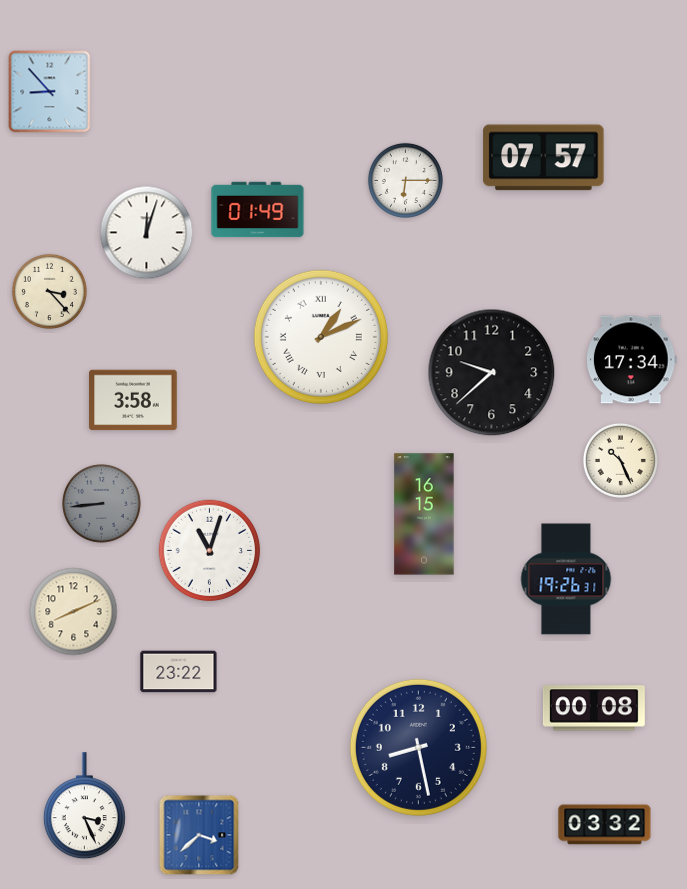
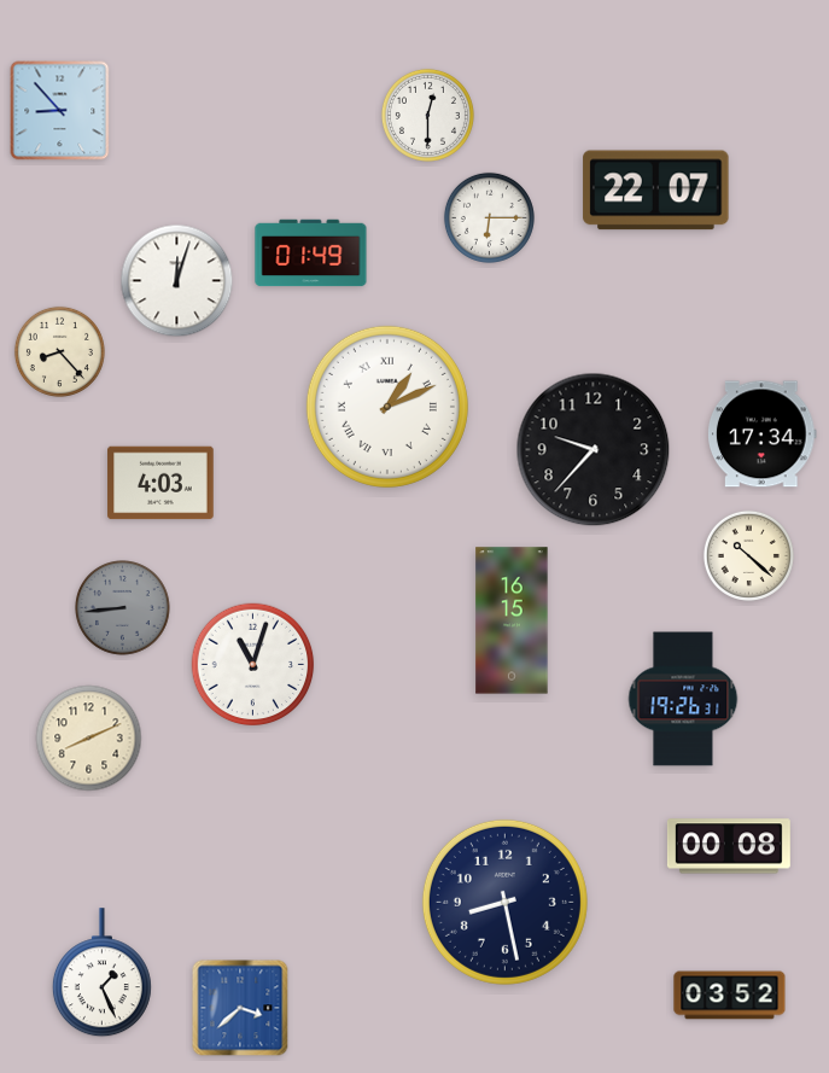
clock at (427, 115): none -> 12:30
clock at (544, 158): 07:57 -> 22:07
clock at (49, 291): 3:23 -> 8:23
clock at (492, 373): 9:38 -> 9:37
clock at (133, 400): 3:58 -> 4:03
clock at (620, 460): 10:26 -> 10:22
clock at (179, 672): 23:22 -> none
clock at (594, 708) position: (594, 708) -> (729, 846)
clock at (84, 806): 3:26 -> 1:26
clock at (605, 825): 03:32 -> 03:52
